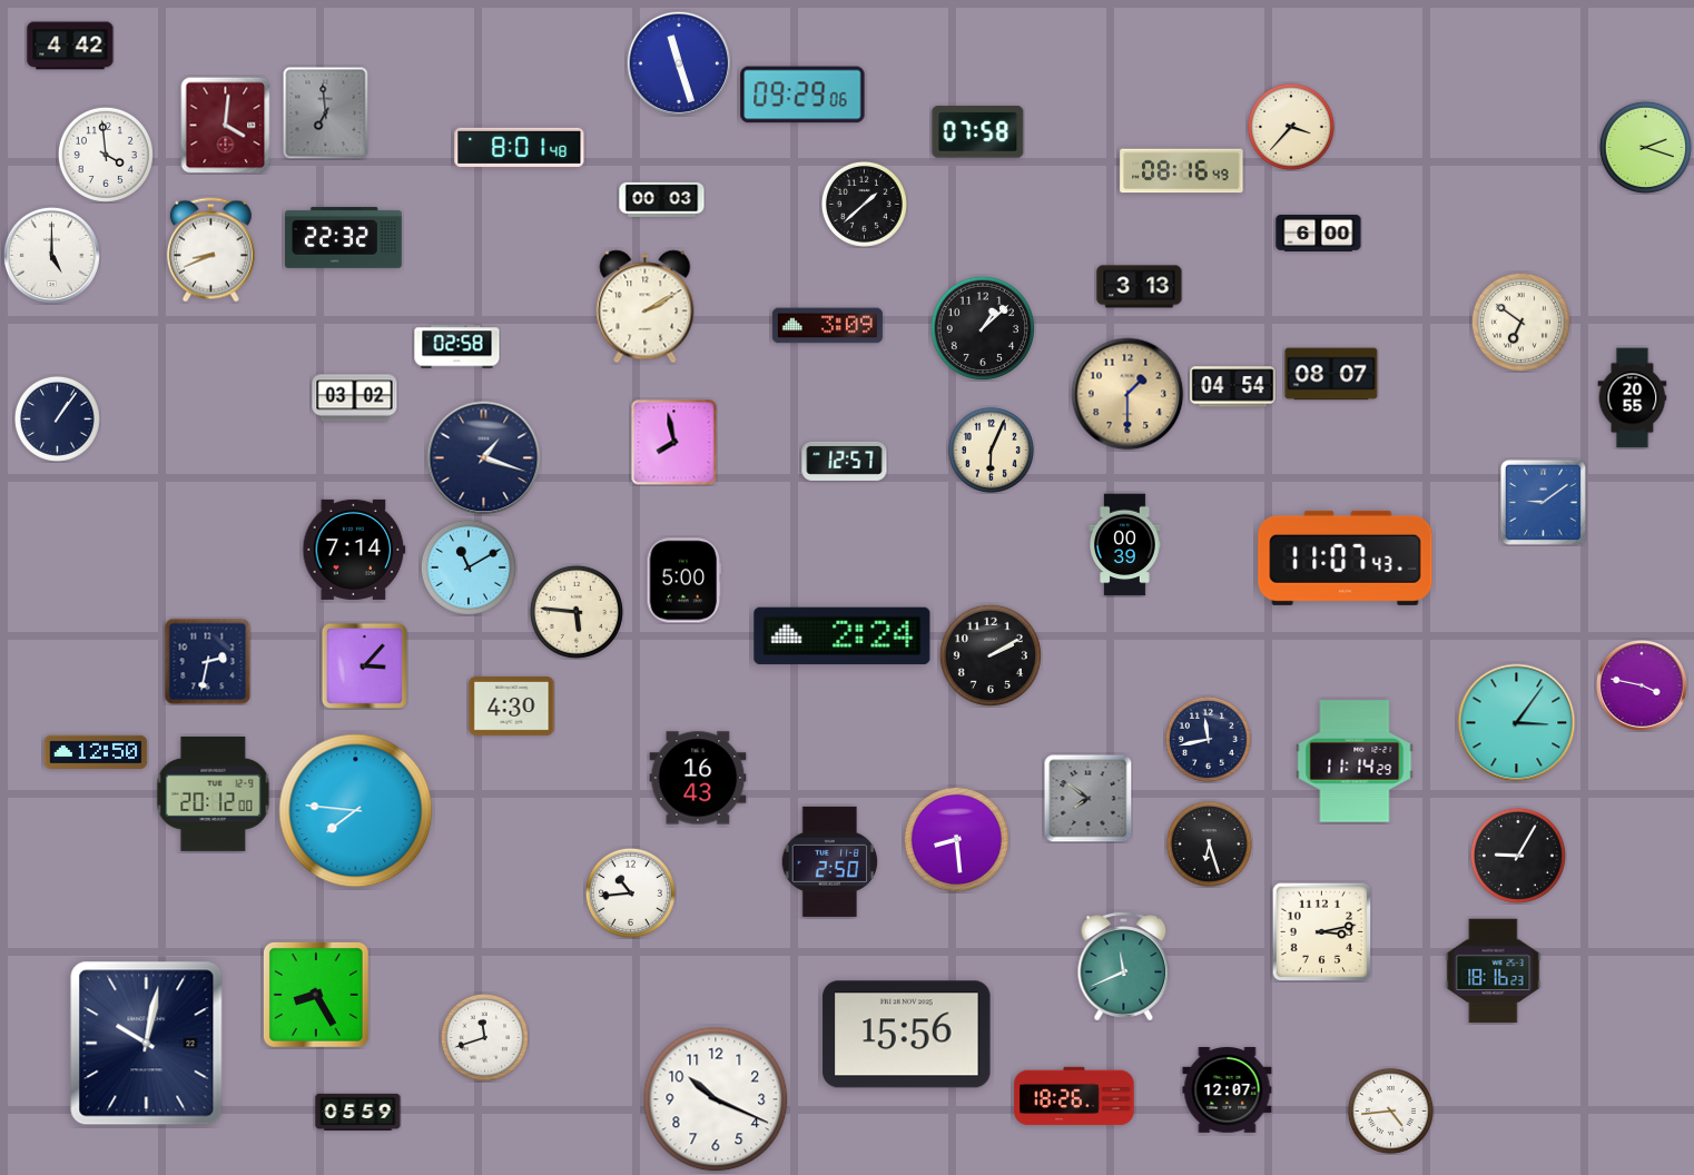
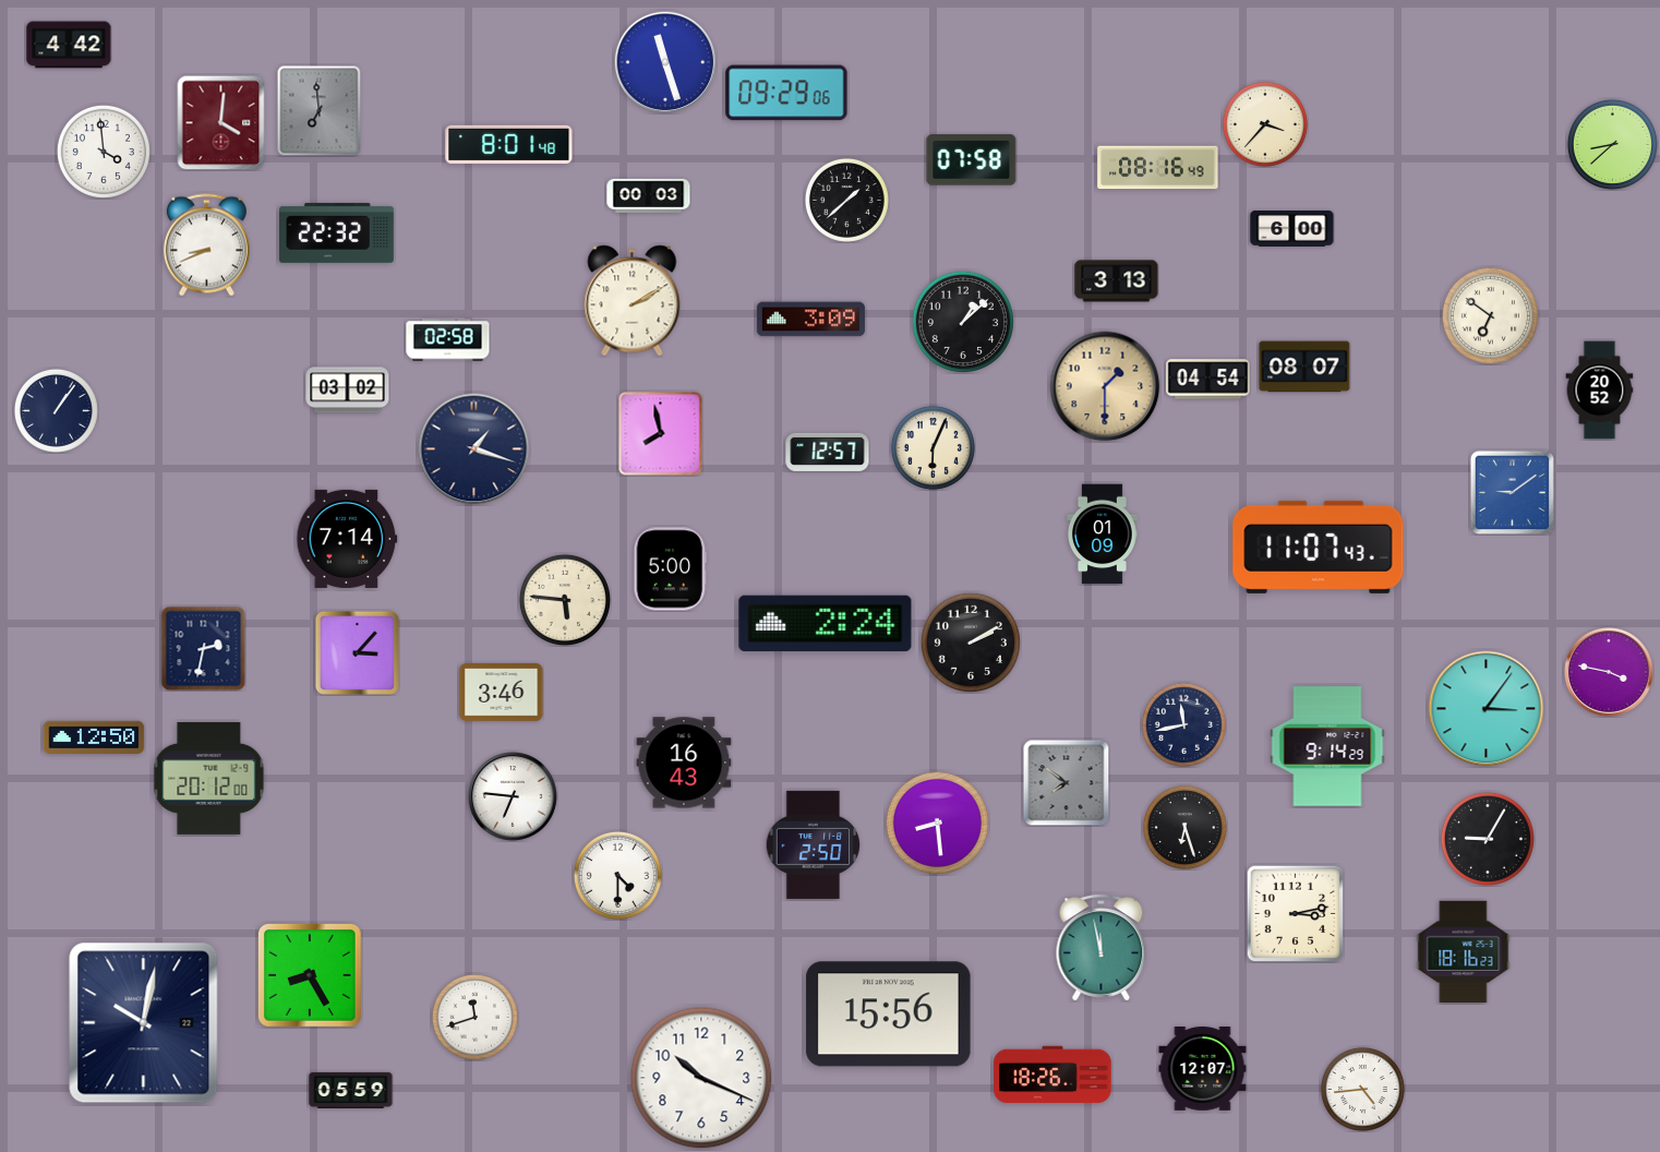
clock at (978, 132) position: (978, 132) -> (972, 160)
clock at (1645, 147): 2:18 -> 8:38
clock at (51, 255): 5:00 -> none
clock at (1633, 398): 20:55 -> 20:52
clock at (991, 450) position: (991, 450) -> (933, 447)
clock at (1125, 545): 00:39 -> 01:09
clock at (469, 567): 11:10 -> none
clock at (512, 707): 4:30 -> 3:46
clock at (1355, 761): 11:14 -> 9:14
clock at (356, 811): 7:46 -> none
clock at (514, 797): none -> 6:46
clock at (630, 892): 10:44 -> 4:30
clock at (1124, 967): 11:41 -> 11:58
